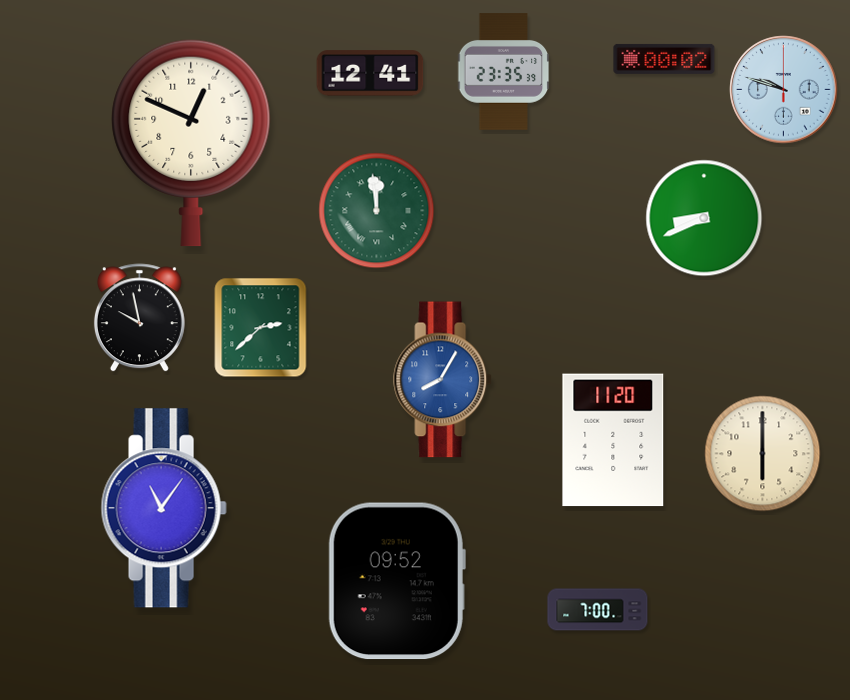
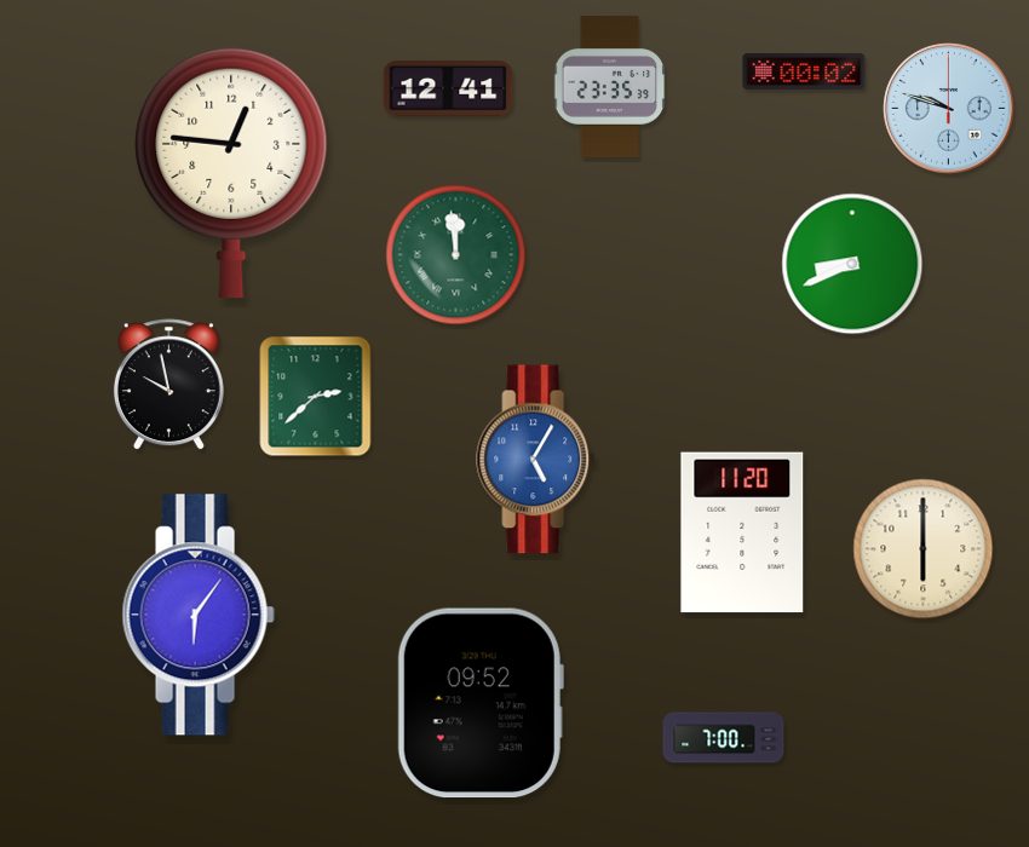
clock at (191, 143): 12:49 -> 12:46
clock at (443, 380): 8:05 -> 5:05
clock at (164, 508): 11:06 -> 6:06
